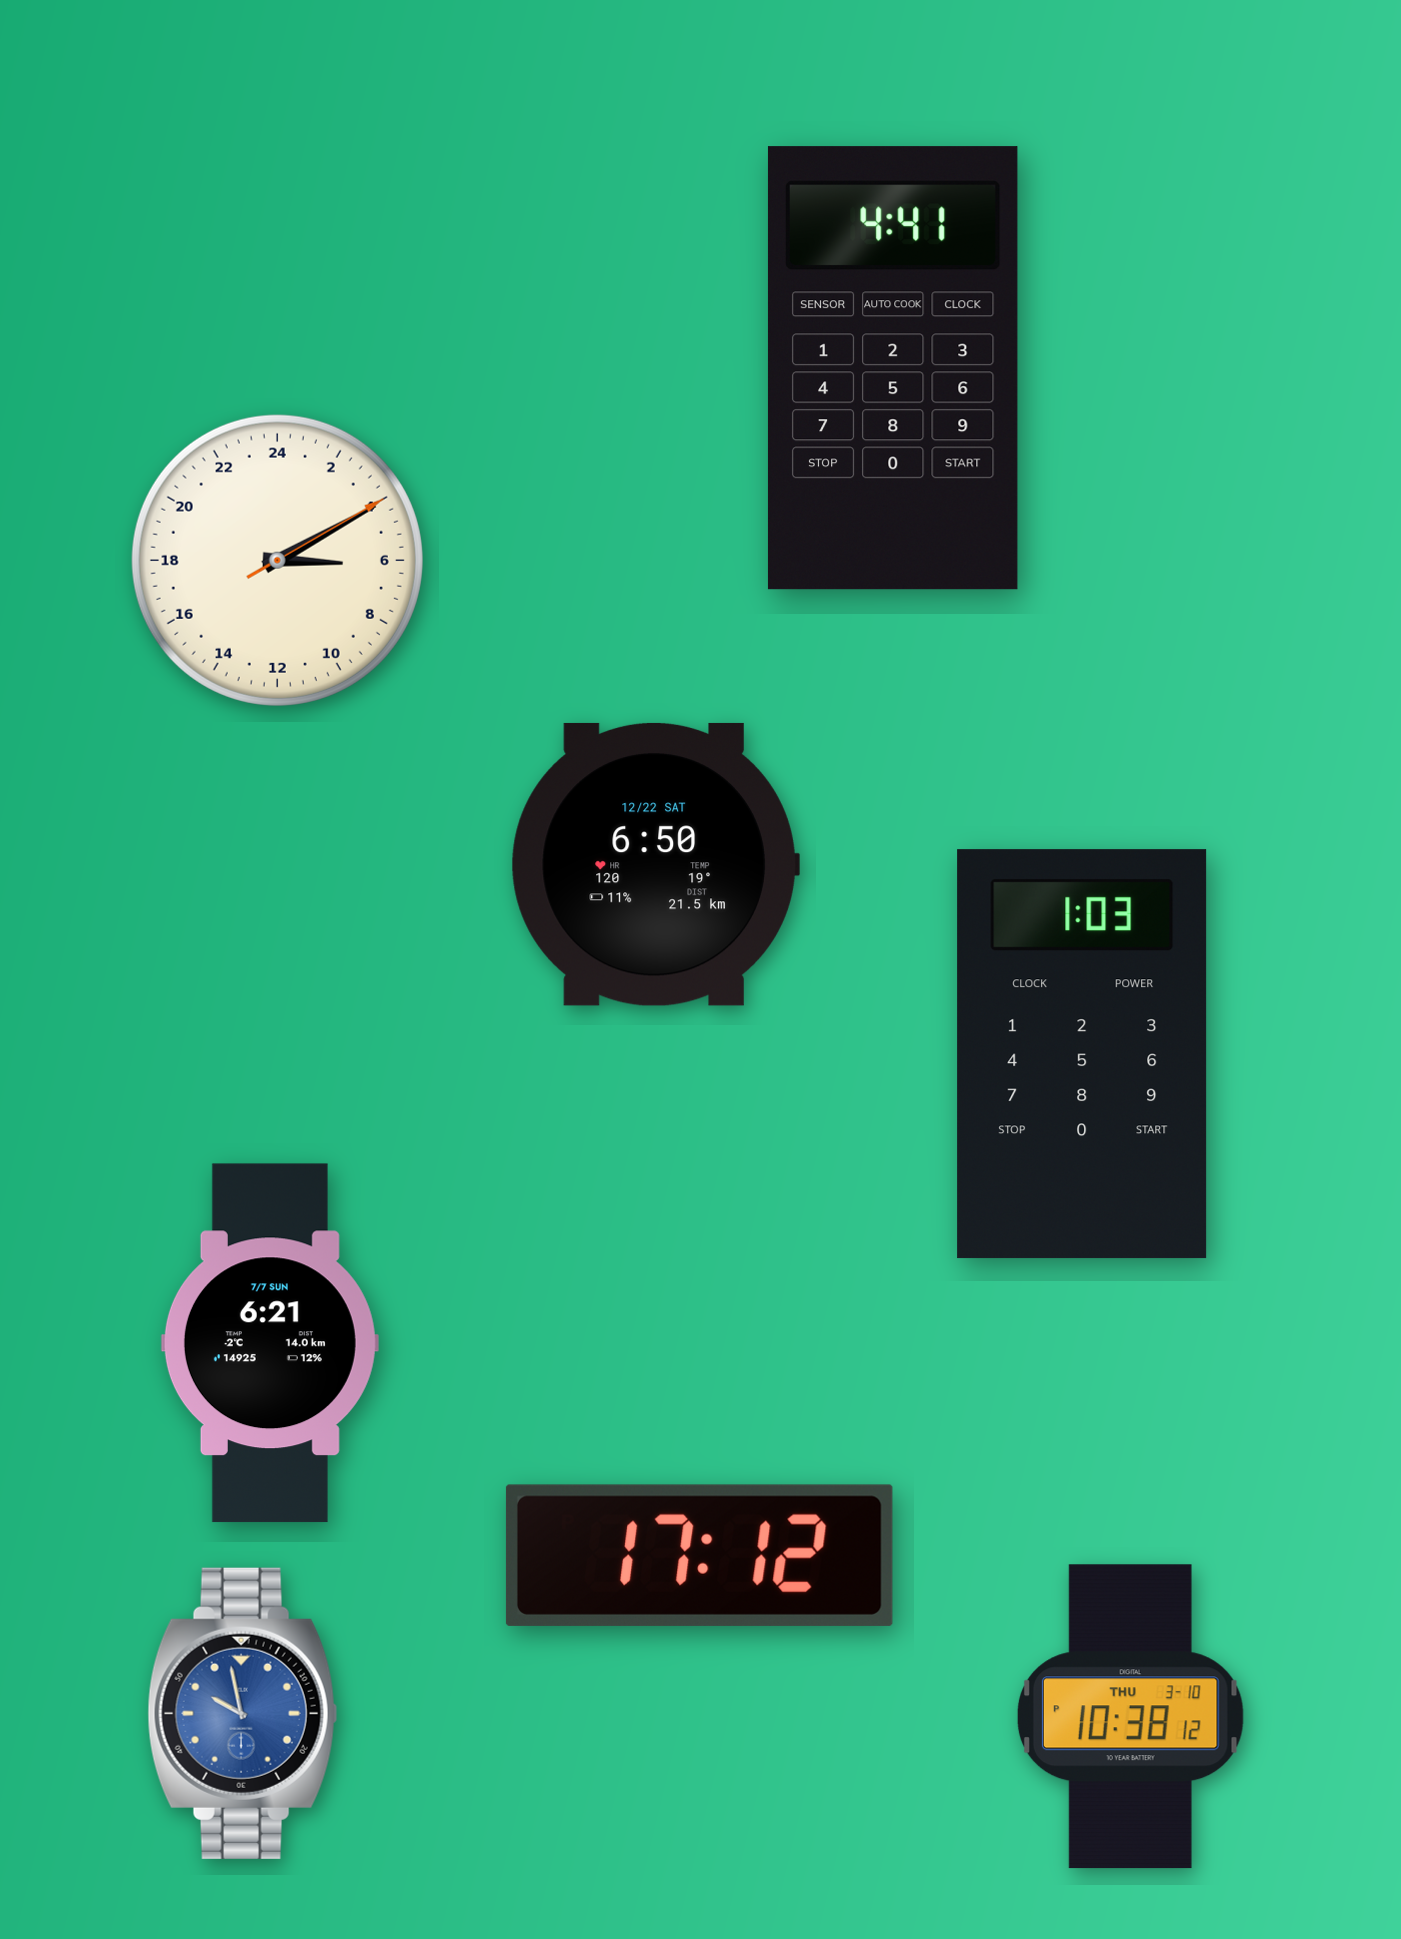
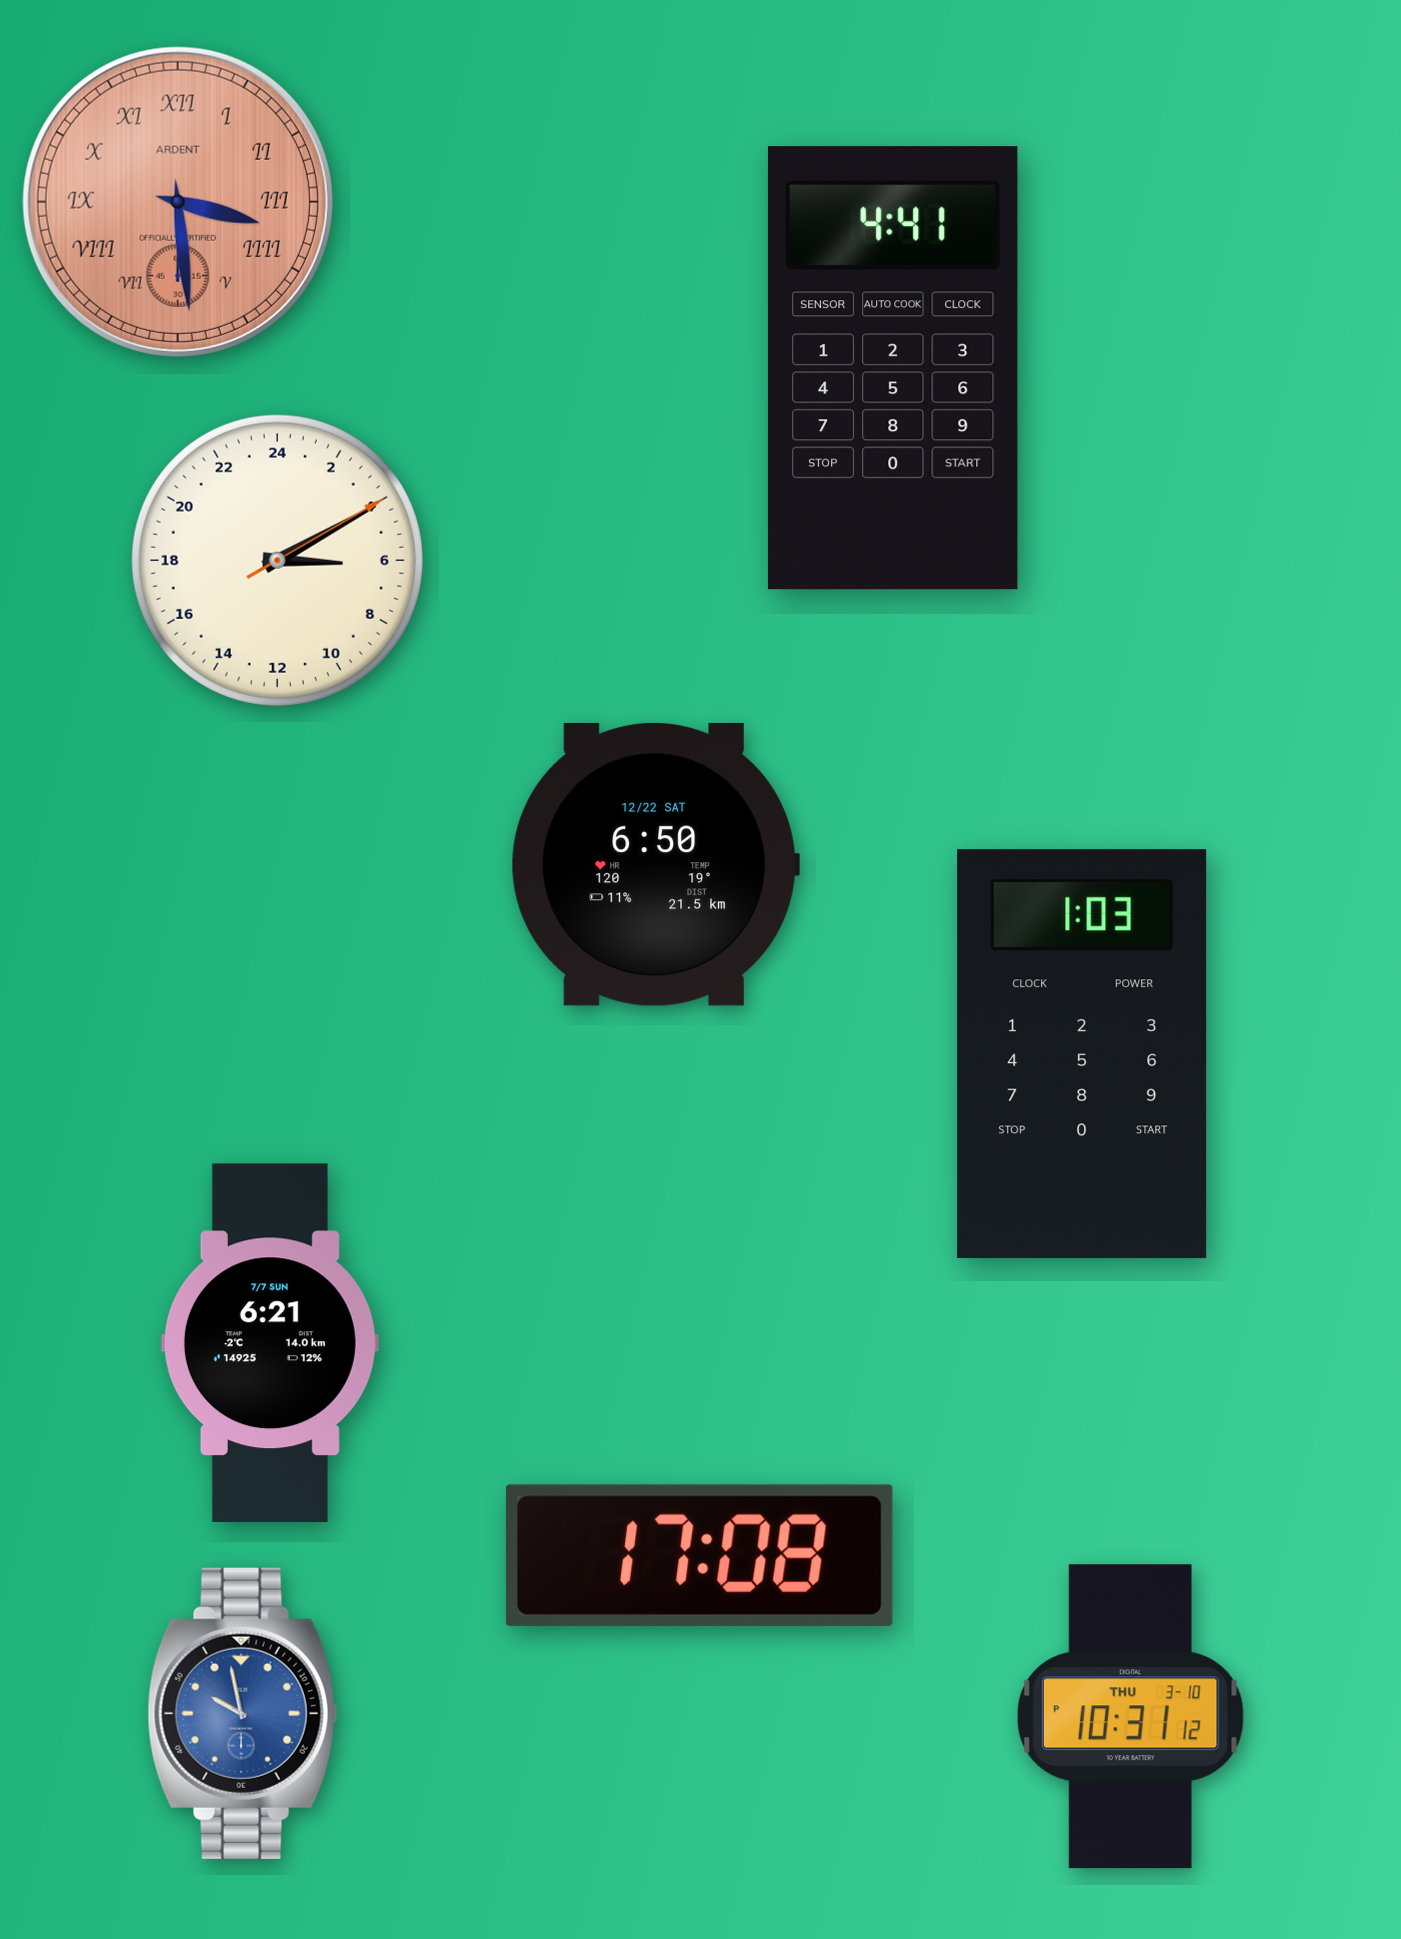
clock at (178, 202): none -> 3:29
clock at (699, 1555): 17:12 -> 17:08
clock at (1130, 1717): 10:38 -> 10:31
